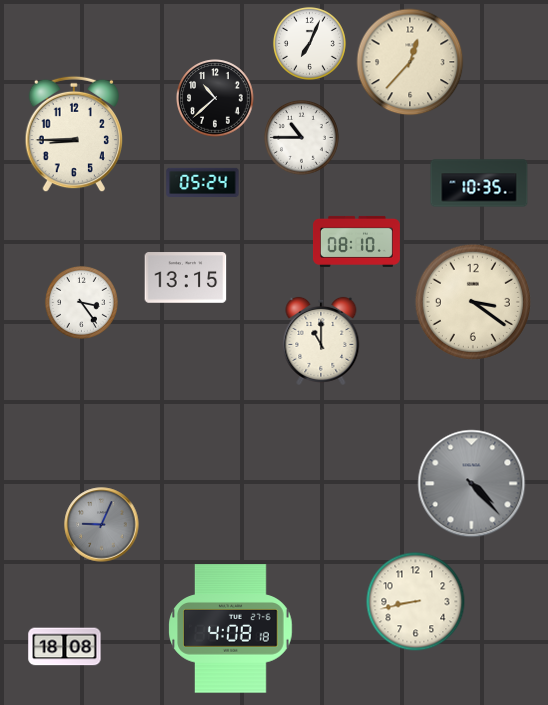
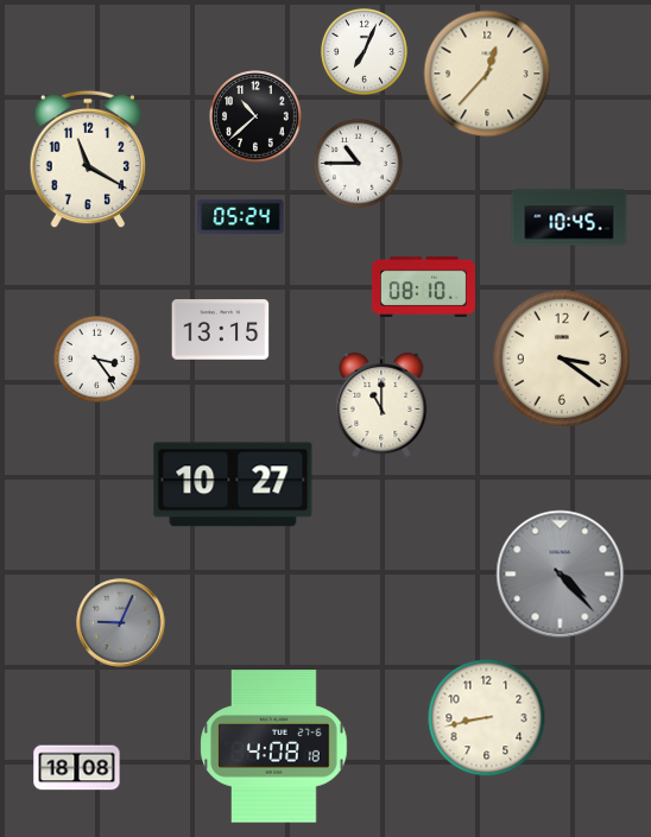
clock at (309, 43) position: (309, 43) -> (364, 51)
clock at (73, 134): 8:45 -> 11:20
clock at (479, 183): 10:35 -> 10:45
clock at (233, 484): none -> 10:27
clock at (416, 602) position: (416, 602) -> (487, 718)
